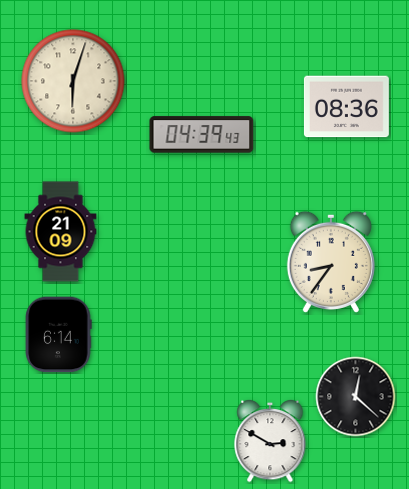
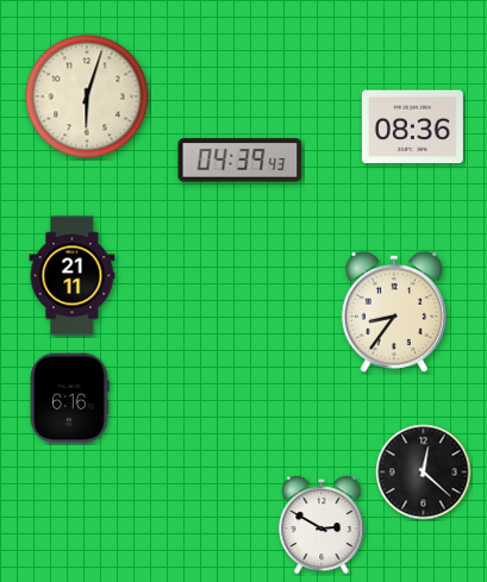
clock at (61, 232): 21:09 -> 21:11
clock at (58, 335): 6:14 -> 6:16
